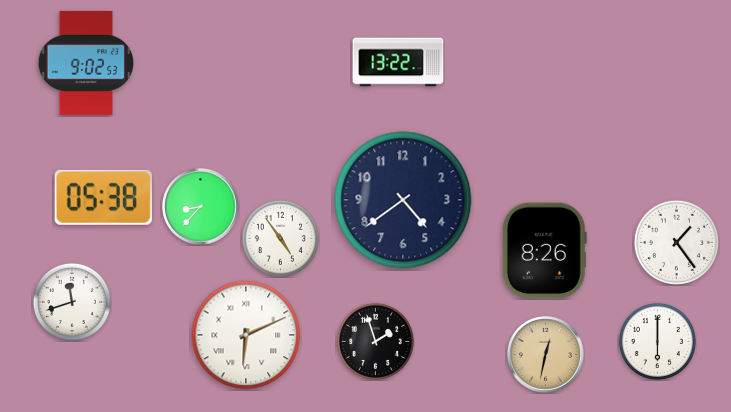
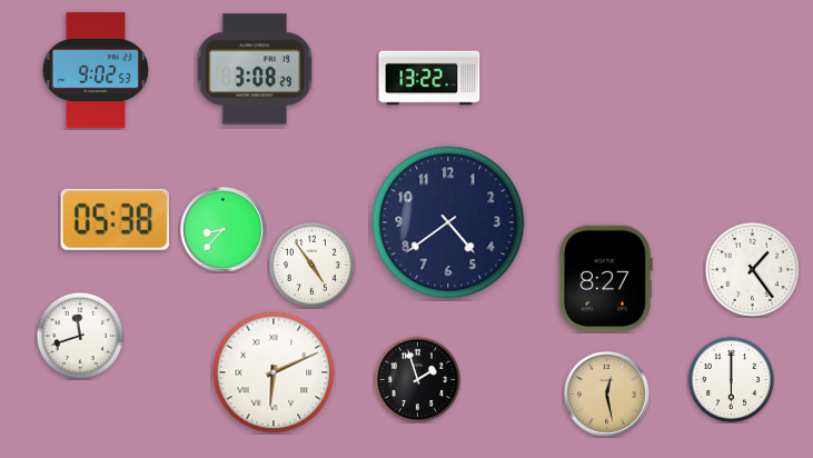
clock at (255, 69): none -> 3:08
clock at (398, 62) position: (398, 62) -> (429, 78)
clock at (544, 251): 8:26 -> 8:27
clock at (546, 355): 12:32 -> 12:28
